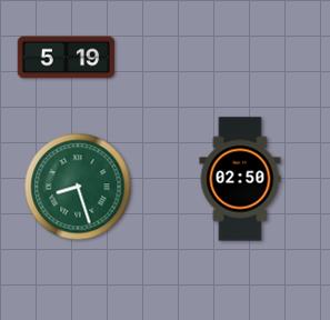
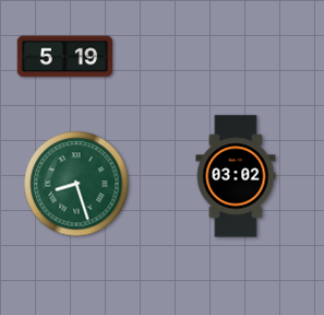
clock at (240, 179): 02:50 -> 03:02
